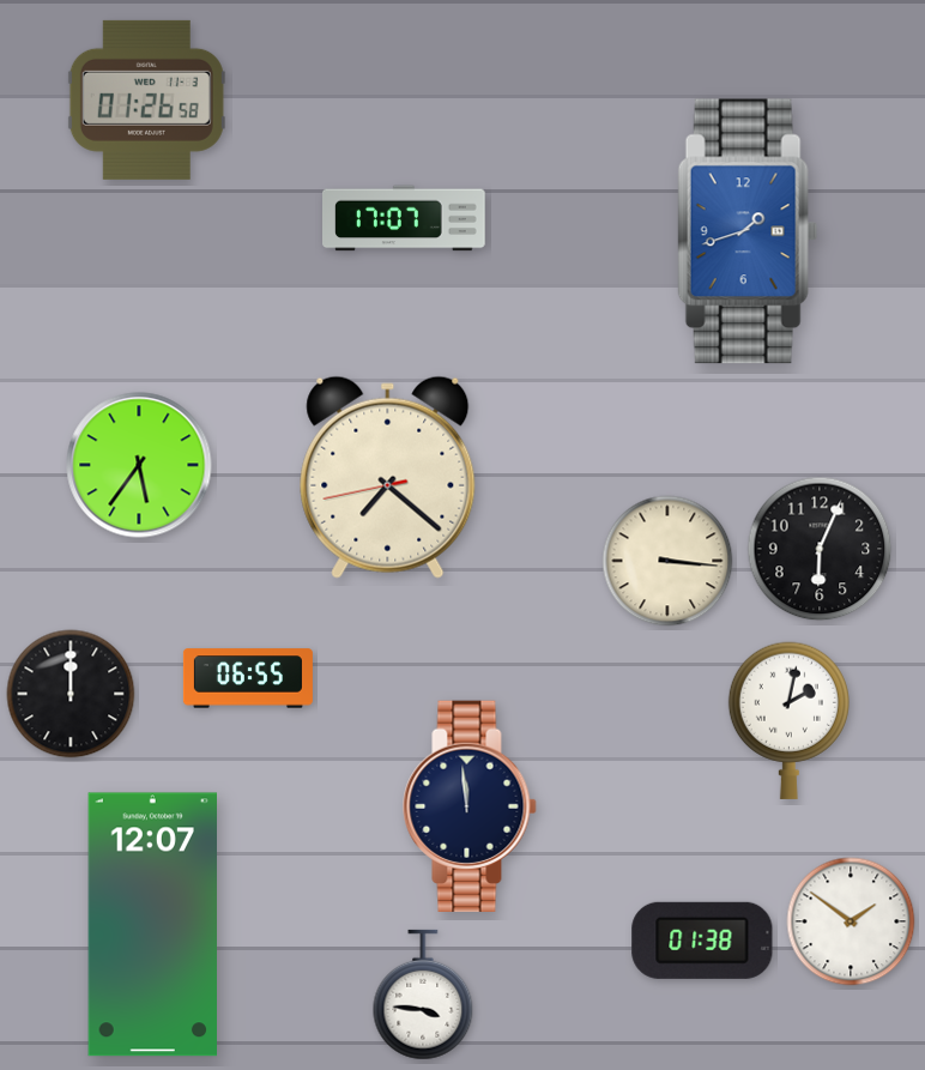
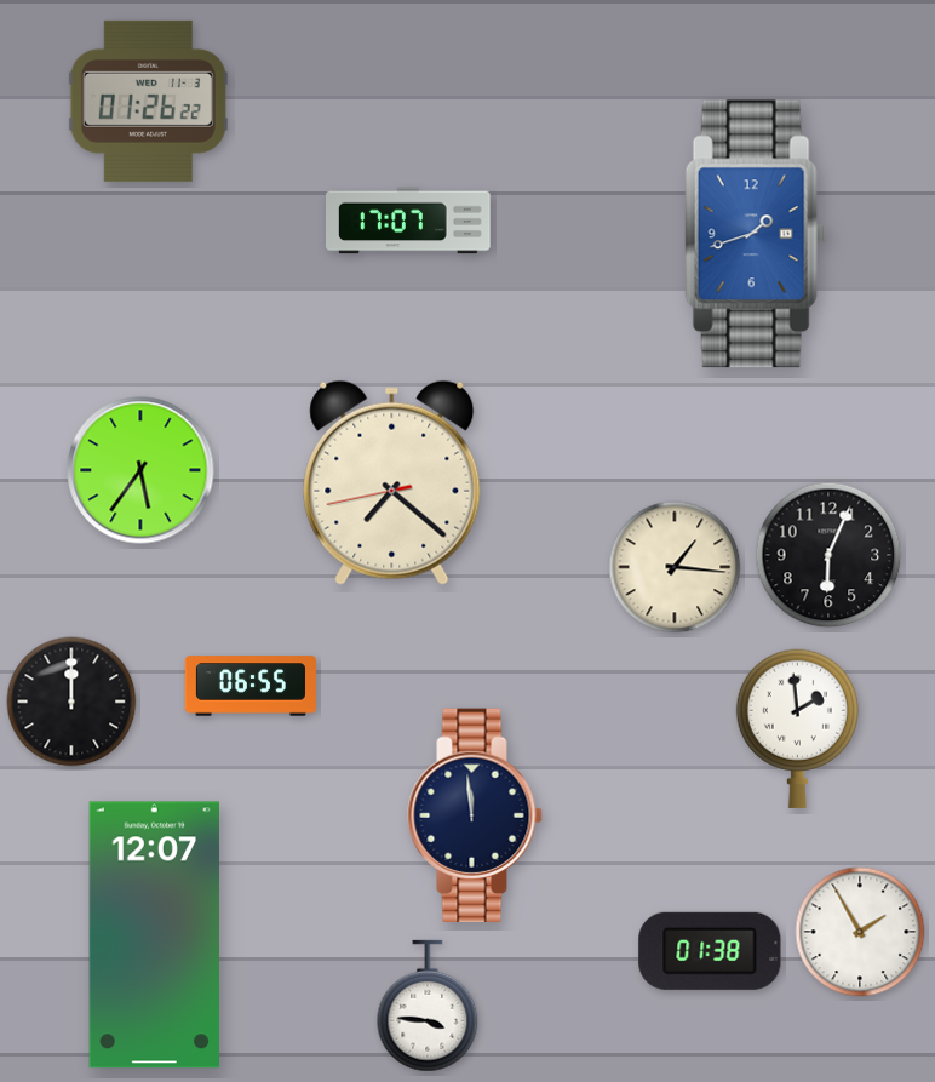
clock at (146, 99): 01:26:58 -> 01:26:22
clock at (667, 561): 3:16 -> 1:16
clock at (788, 720): 2:02 -> 1:59
clock at (851, 921): 1:51 -> 1:55
